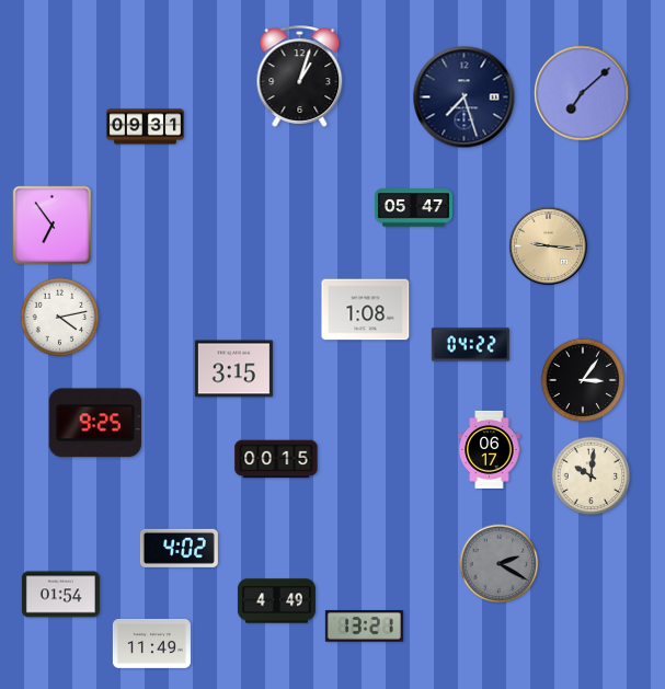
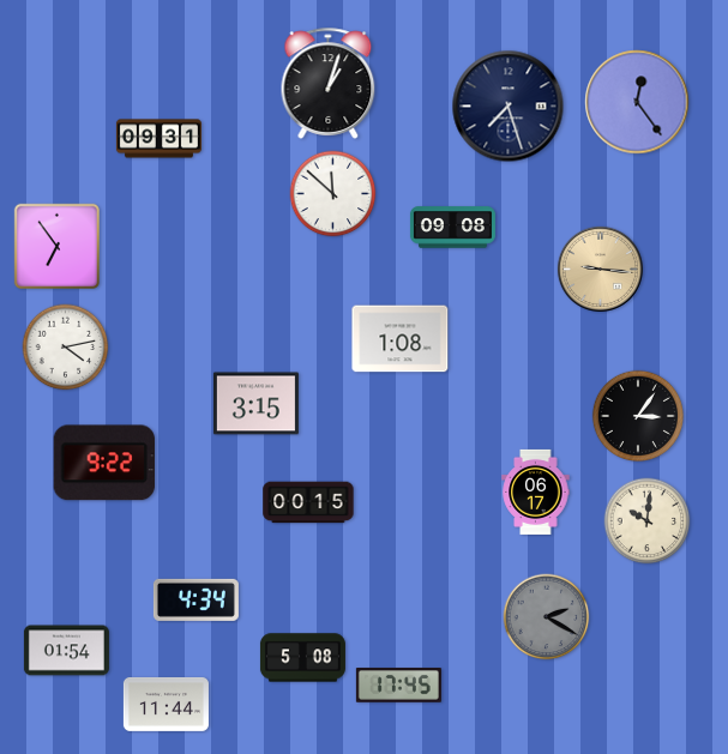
clock at (582, 93): 7:08 -> 12:24
clock at (333, 194): none -> 11:52
clock at (413, 208): 05:47 -> 09:08
clock at (470, 345): 04:22 -> none
clock at (94, 423): 9:25 -> 9:22
clock at (276, 459) position: (276, 459) -> (308, 502)
clock at (179, 548): 4:02 -> 4:34
clock at (276, 601): 4:49 -> 5:08
clock at (364, 627): 13:21 -> 17:45
clock at (151, 644): 11:49 -> 11:44
